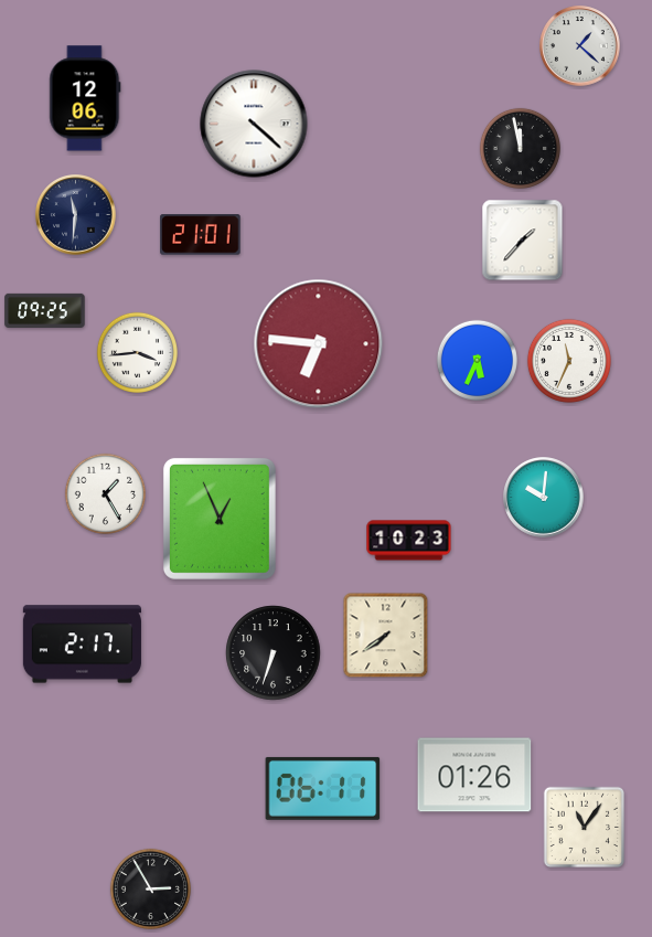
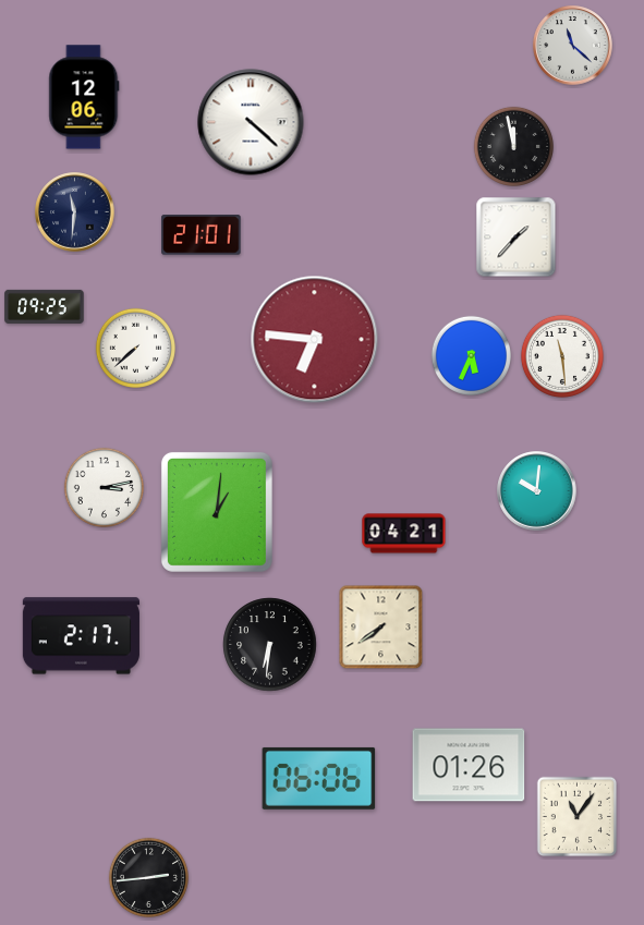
clock at (580, 46): 1:22 -> 11:22
clock at (201, 235) position: (201, 235) -> (202, 235)
clock at (137, 352): 3:44 -> 7:38
clock at (569, 361): 11:34 -> 11:29
clock at (105, 493): 1:25 -> 3:13
clock at (220, 519): 12:56 -> 1:01
clock at (409, 541): 10:23 -> 04:21
clock at (274, 653): 6:33 -> 6:31
clock at (323, 788): 06:11 -> 06:06
clock at (150, 888): 2:55 -> 2:44
